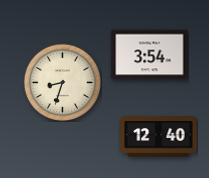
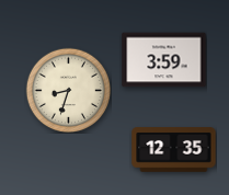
clock at (150, 55): 3:54 -> 3:59
clock at (159, 137): 12:40 -> 12:35
